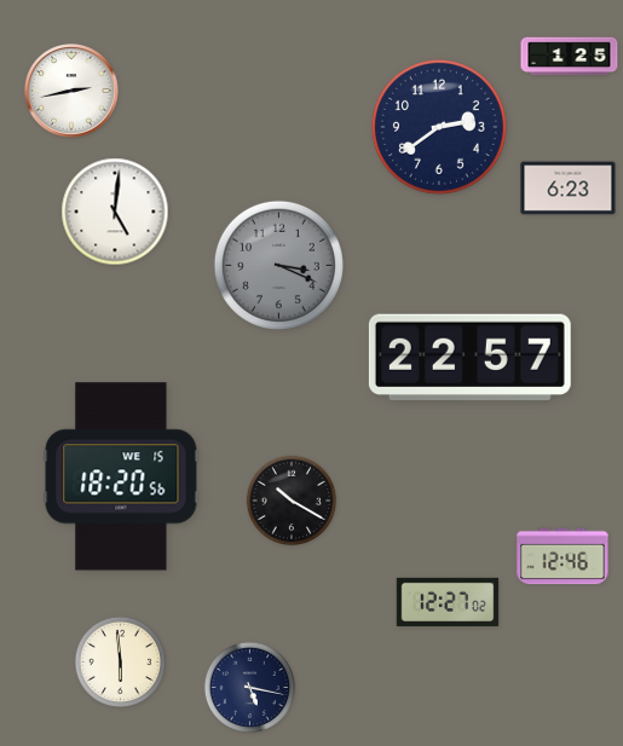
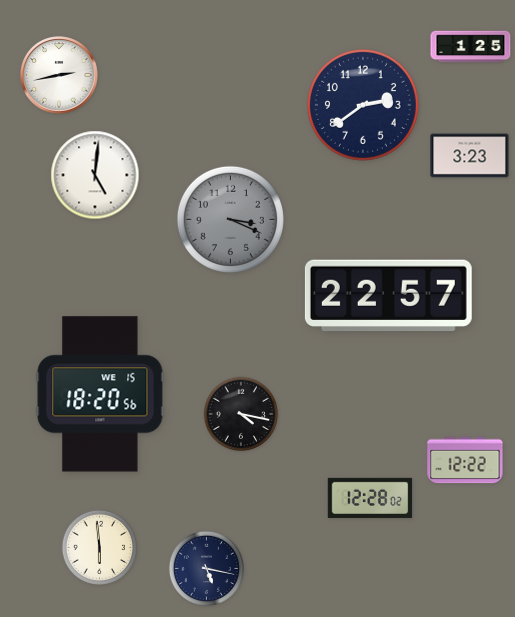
clock at (569, 189): 6:23 -> 3:23
clock at (292, 501): 10:20 -> 4:17
clock at (563, 556): 12:46 -> 12:22
clock at (448, 602): 12:27 -> 12:28
